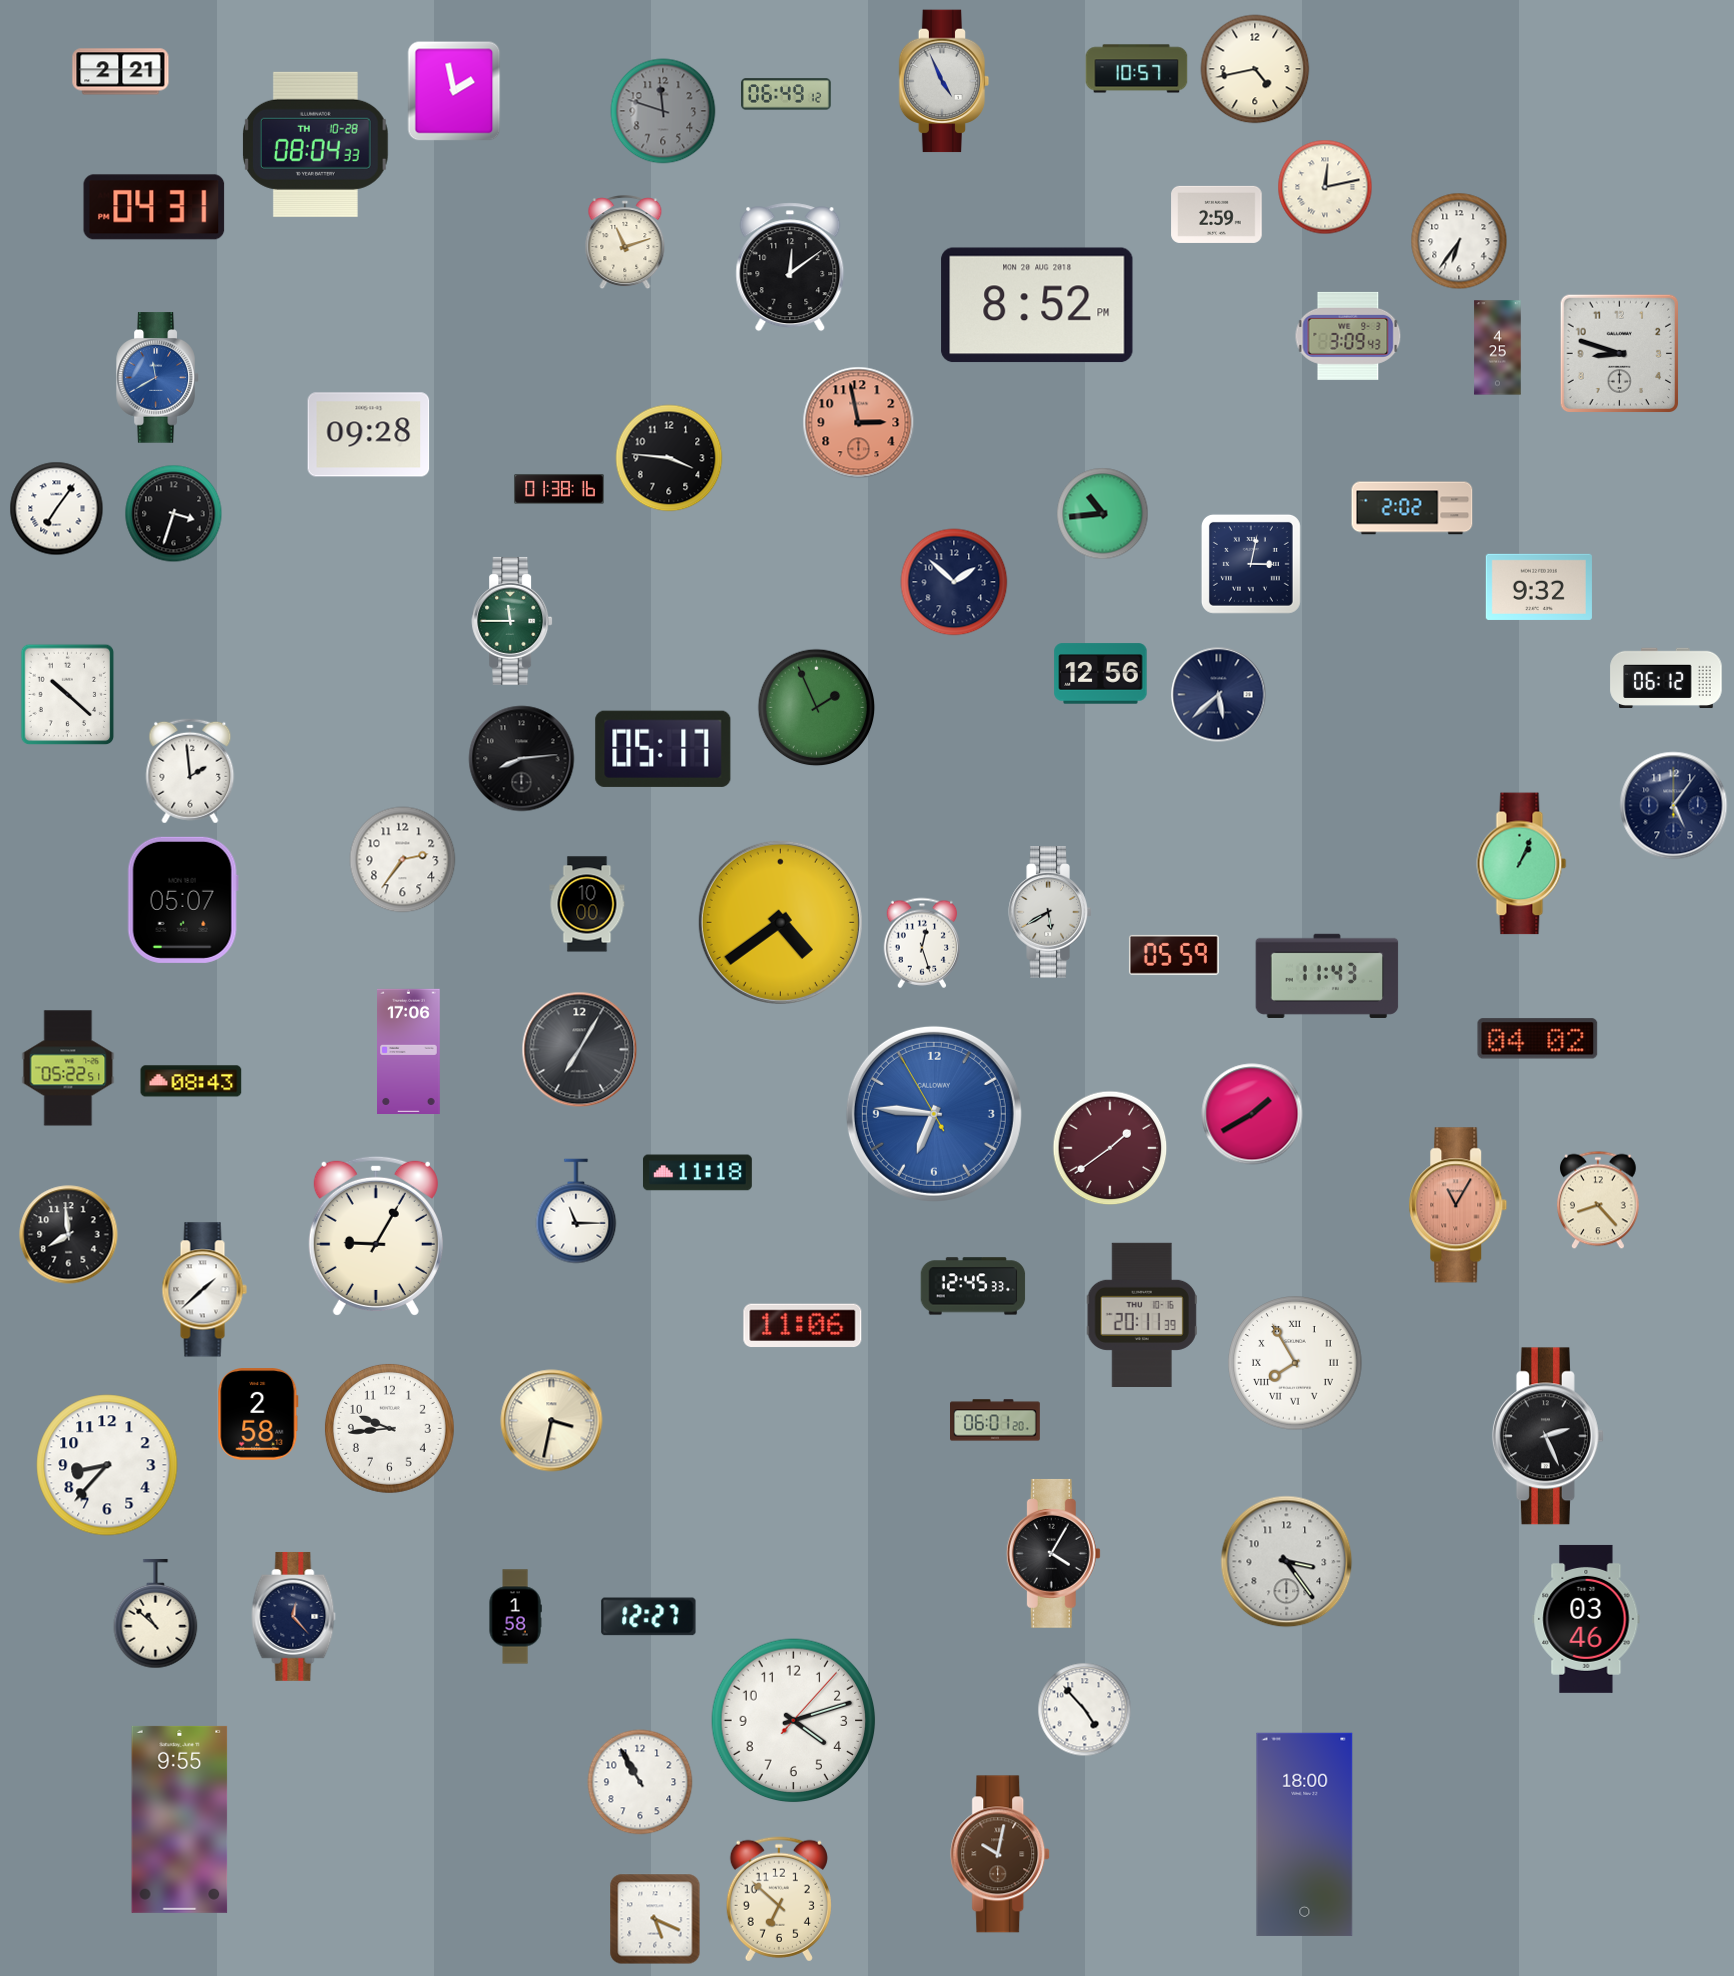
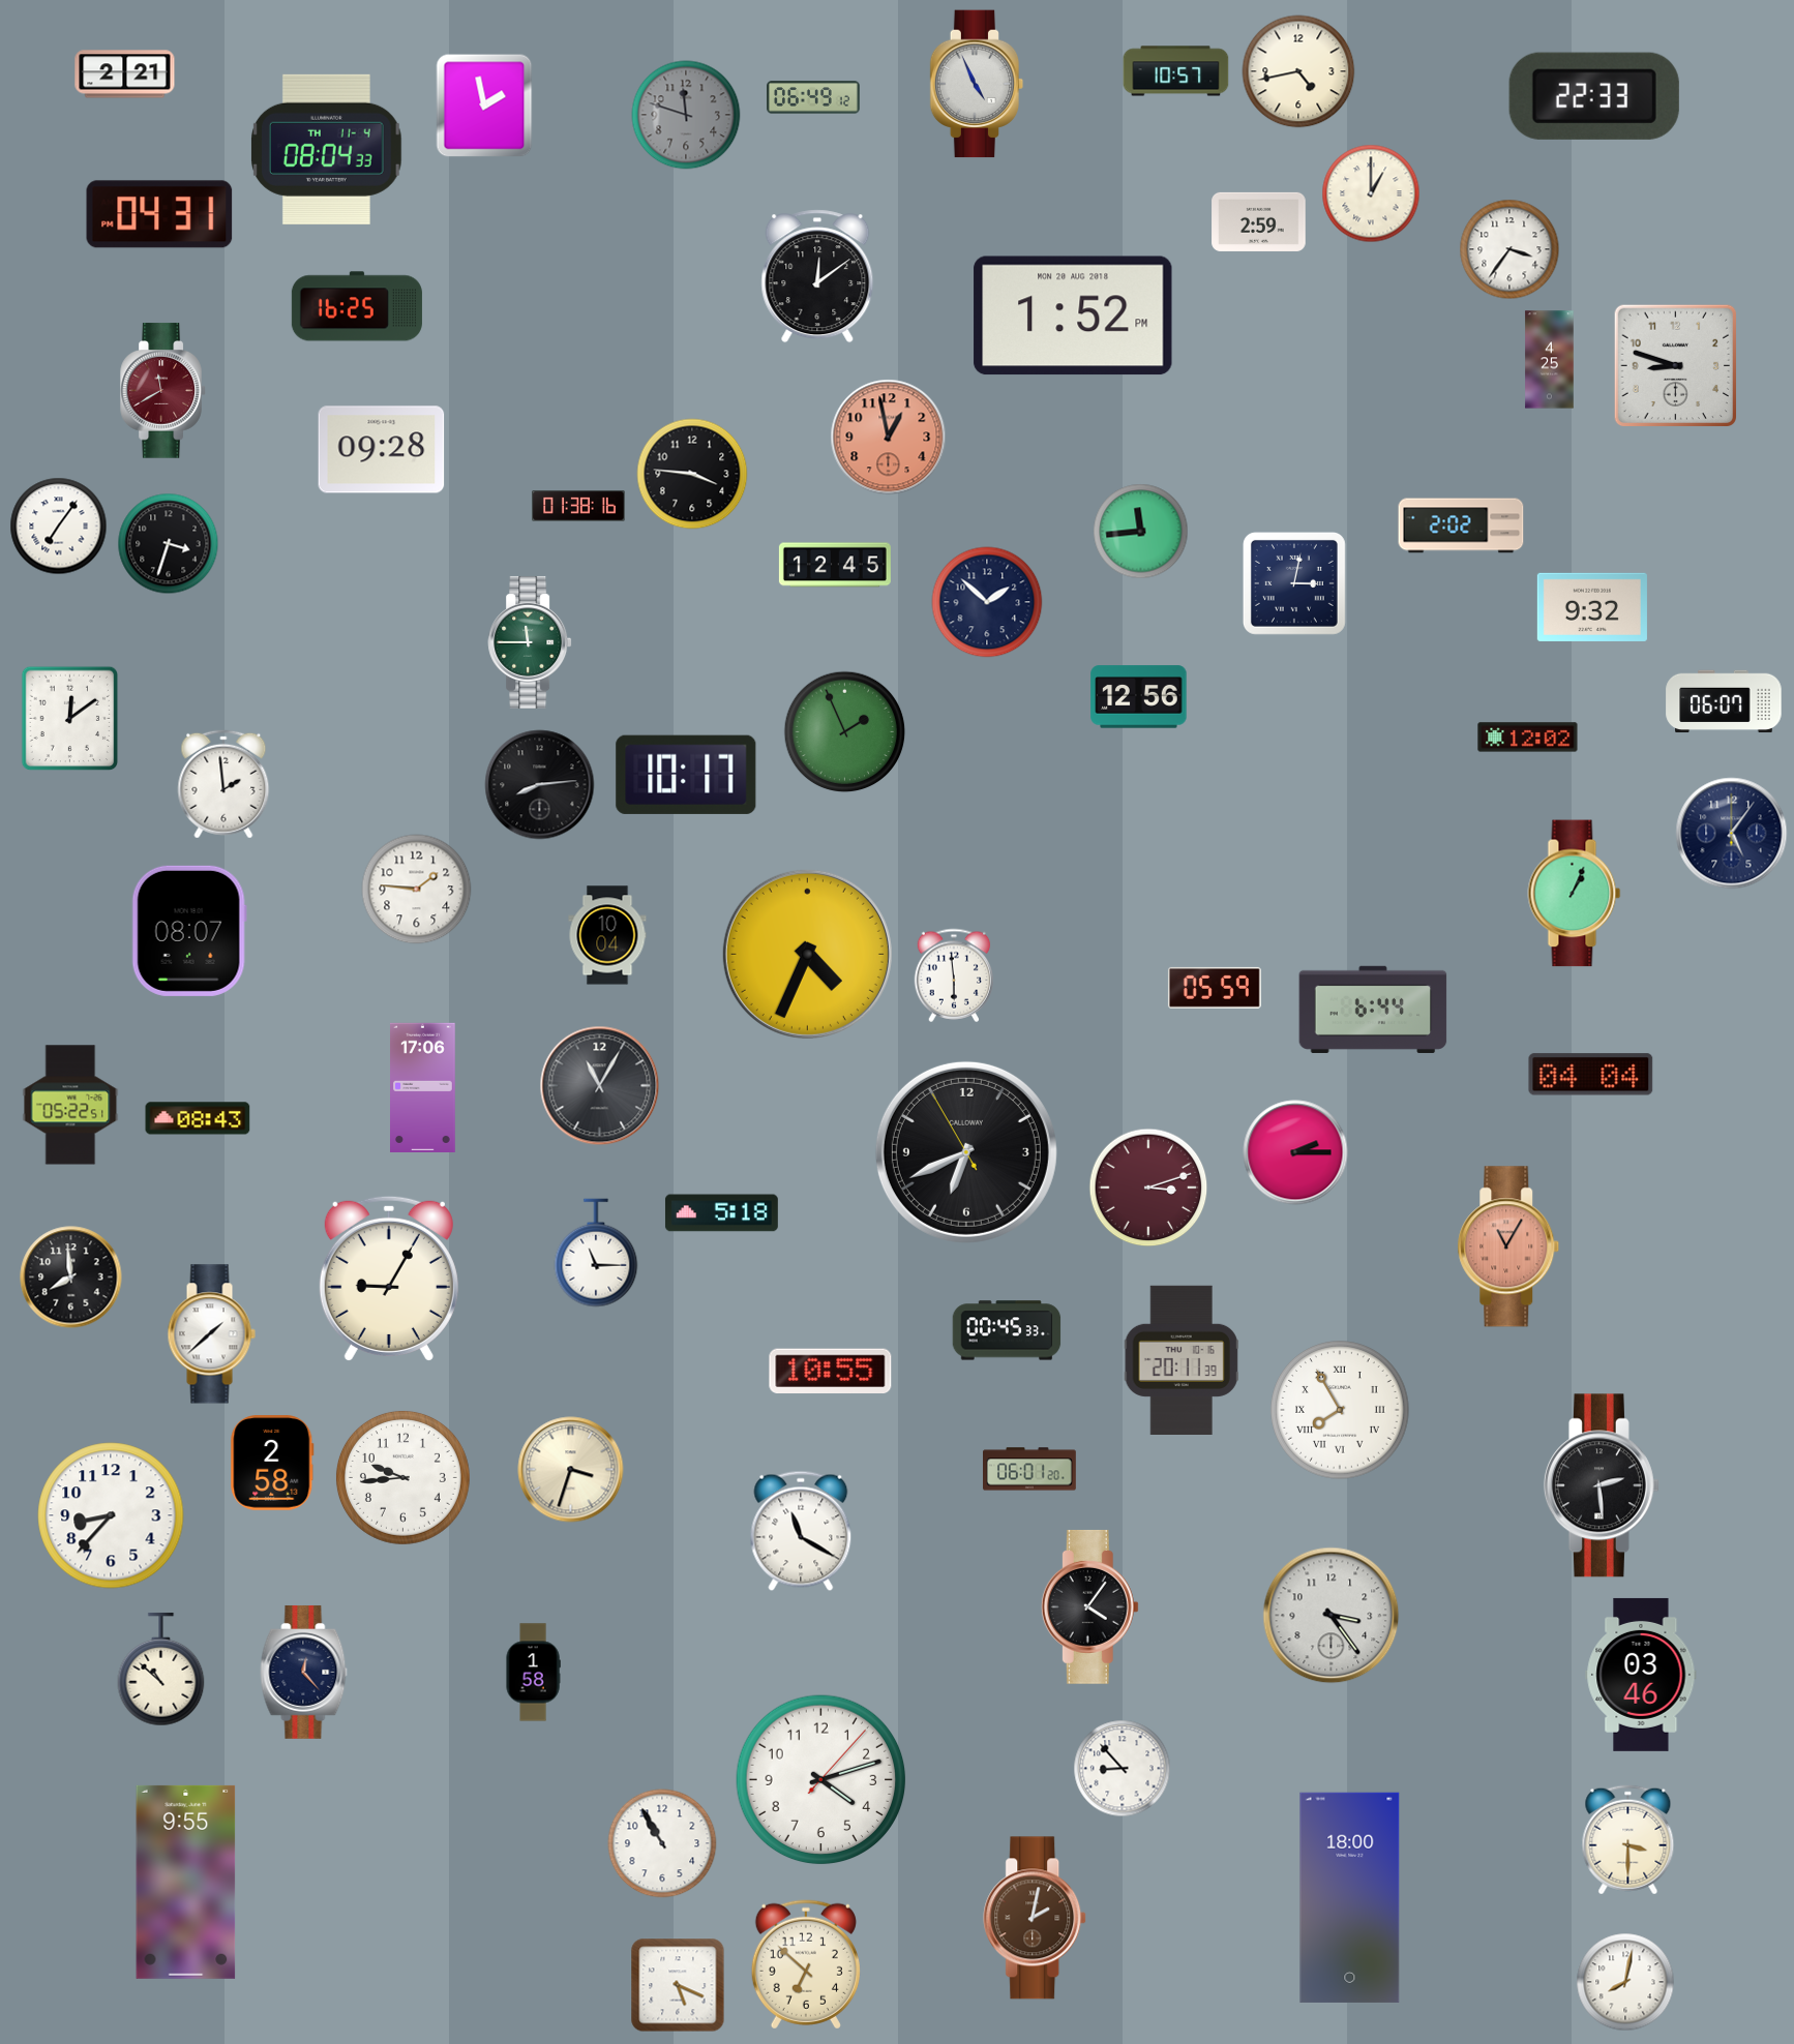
clock at (454, 91) position: (454, 91) -> (484, 106)
clock at (1594, 96): none -> 22:33
clock at (315, 144) date: TH 10-28 -> TH 11-4
clock at (1325, 187): 12:13 -> 1:00
clock at (1459, 241): 6:36 -> 3:36
clock at (625, 243): 11:12 -> none
clock at (357, 306): none -> 16:25
clock at (1037, 305): 8:52 -> 1:52
clock at (1348, 336): 3:09 -> none
clock at (158, 378) dial: blue -> burgundy
clock at (859, 423): 2:58 -> 12:58
clock at (174, 514) position: (174, 514) -> (169, 544)
clock at (1103, 514): 10:44 -> 11:44
clock at (835, 565): none -> 12:45
clock at (1666, 678): 06:12 -> 06:07
clock at (68, 695): 10:22 -> 12:09
clock at (1219, 695): 5:38 -> none
clock at (1528, 738): none -> 12:02
clock at (663, 749): 05:17 -> 10:17
clock at (190, 771) position: (190, 771) -> (223, 784)
clock at (403, 860): 2:36 -> 1:46
clock at (183, 900): 05:07 -> 08:07
clock at (587, 904): 10:00 -> 10:04
clock at (1050, 912): 5:40 -> none
clock at (780, 922): 4:39 -> 4:34
clock at (922, 943): 12:27 -> 5:59
clock at (1327, 976): 11:43 -> 6:44
clock at (1538, 1039): 04:02 -> 04:04
clock at (580, 1050): 7:05 -> 11:05
clock at (934, 1114): 6:45 -> 6:40
clock at (934, 1114) dial: blue -> black
clock at (1252, 1114): 1:40 -> 2:15
clock at (1110, 1148): 1:39 -> 3:12
clock at (697, 1173): 11:18 -> 5:18
clock at (1599, 1200): 8:23 -> none
clock at (973, 1286): 12:45 -> 00:45
clock at (803, 1326): 11:06 -> 10:55
clock at (258, 1414) position: (258, 1414) -> (272, 1463)
clock at (552, 1421): 3:32 -> 3:33
clock at (1548, 1436): 2:26 -> 2:29
clock at (801, 1531): none -> 11:20
clock at (1053, 1553): 4:05 -> 4:06
clock at (649, 1617): 12:27 -> none
clock at (1085, 1710): 4:53 -> 8:53
clock at (1628, 1840): none -> 3:30
clock at (1001, 1854): 10:02 -> 2:02
clock at (1625, 1982): none -> 8:02
